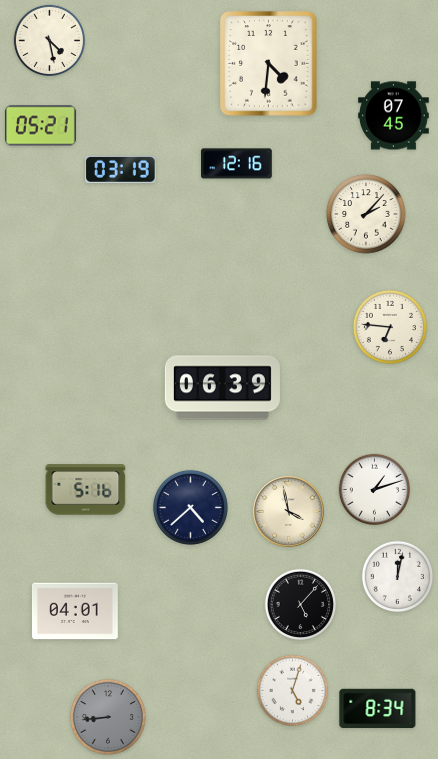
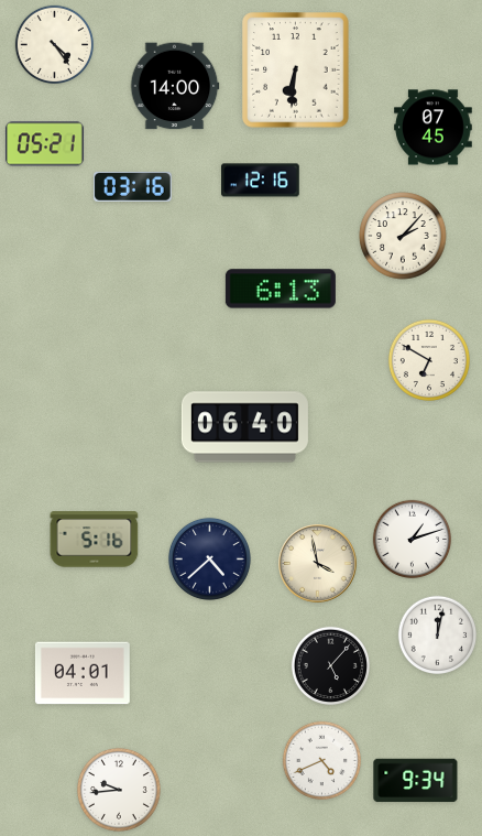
clock at (50, 41): 4:28 -> 4:24
clock at (269, 64): 4:31 -> 6:31
clock at (175, 86): none -> 14:00
clock at (41, 126) position: (41, 126) -> (45, 144)
clock at (120, 169): 03:19 -> 03:16
clock at (281, 289): none -> 6:13
clock at (390, 327): 6:46 -> 6:50
clock at (222, 388): 06:39 -> 06:40
clock at (293, 691): 5:03 -> 4:41
clock at (378, 709): 8:34 -> 9:34
clock at (108, 717): 8:44 -> 9:44
clock at (108, 717) dial: grey -> white
